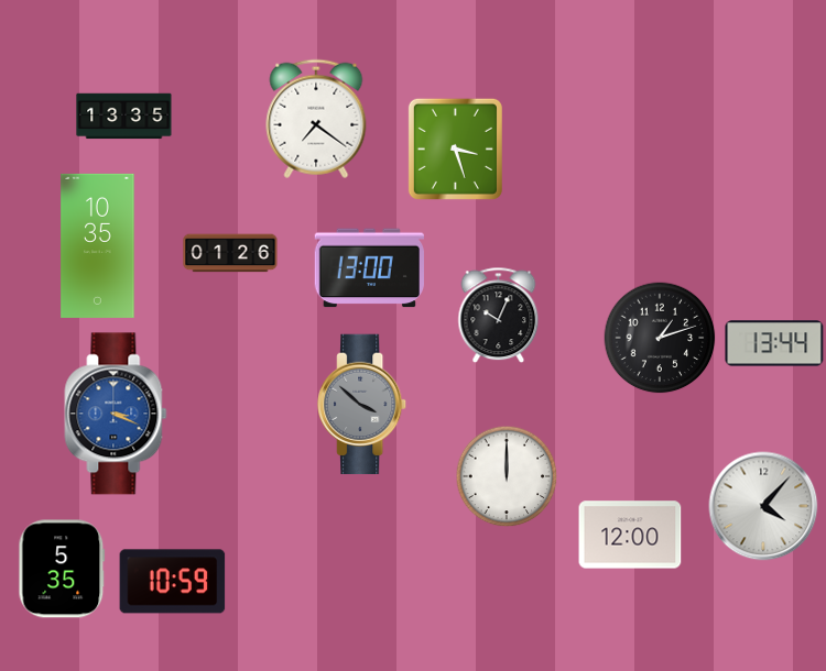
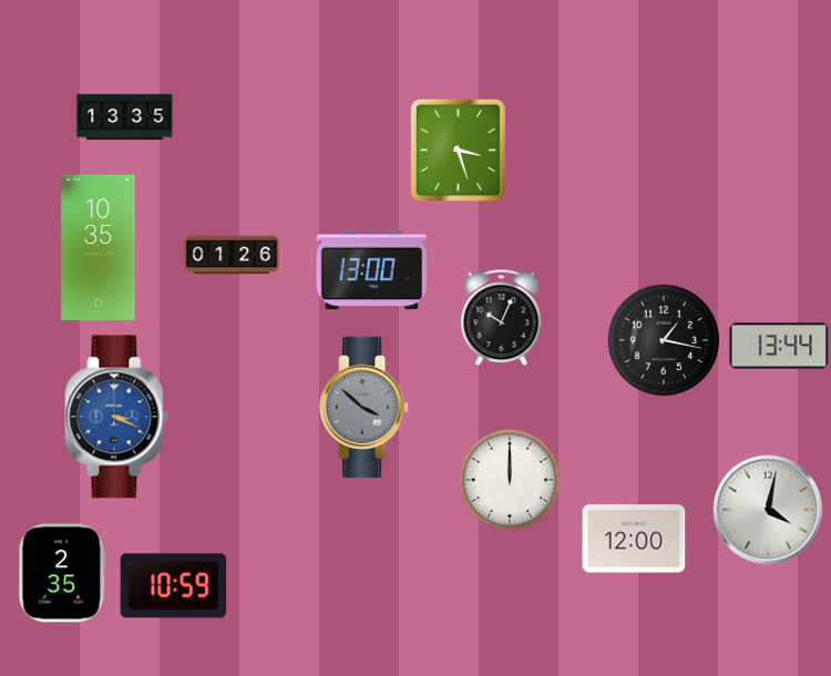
clock at (316, 119): 7:21 -> none
clock at (660, 338): 1:12 -> 1:17
clock at (763, 506): 4:07 -> 4:02
clock at (62, 569): 5:35 -> 2:35
